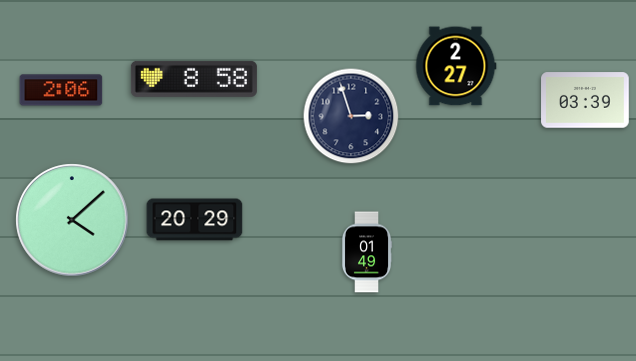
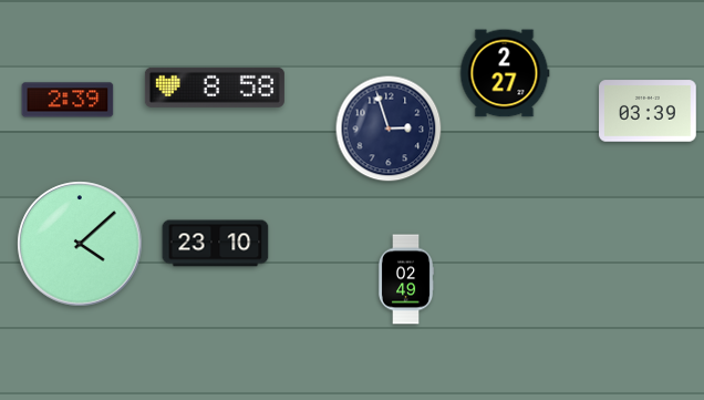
clock at (61, 90): 2:06 -> 2:39
clock at (195, 220): 20:29 -> 23:10
clock at (367, 252): 01:49 -> 02:49
